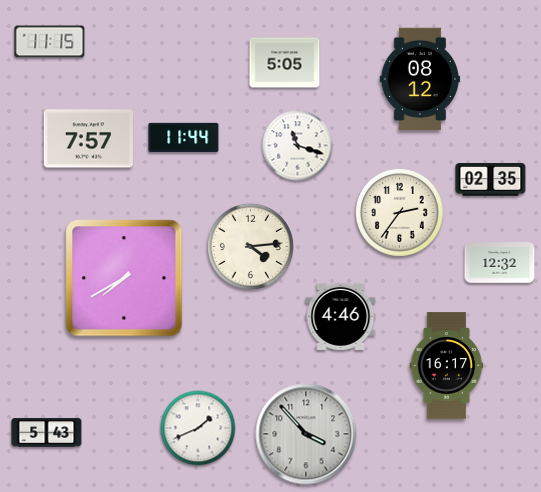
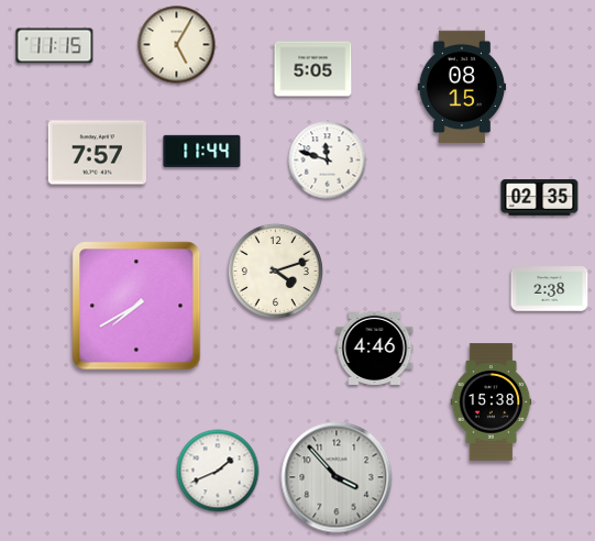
clock at (177, 45): none -> 5:05
clock at (420, 79): 08:12 -> 08:15
clock at (298, 146): 11:18 -> 11:48
clock at (399, 212): 2:36 -> none
clock at (250, 246): 4:14 -> 4:12
clock at (500, 263): 12:32 -> 2:38
clock at (447, 366): 16:17 -> 15:38
clock at (47, 433): 5:43 -> none
